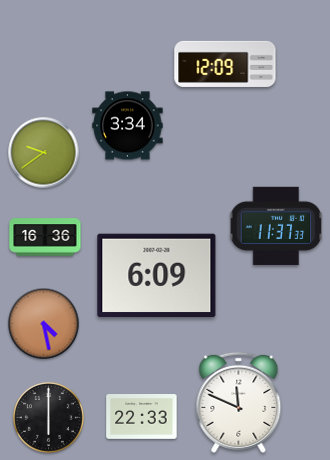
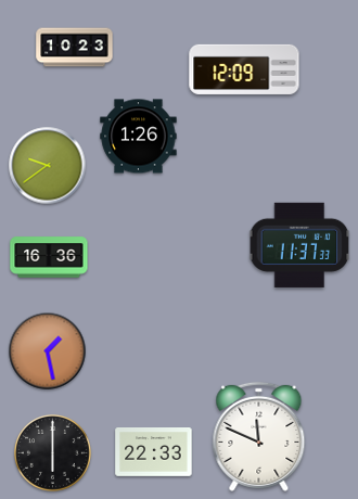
clock at (75, 48): none -> 10:23
clock at (128, 126): 3:34 -> 1:26
clock at (157, 276): 6:09 -> none
clock at (44, 324): 4:28 -> 1:28
